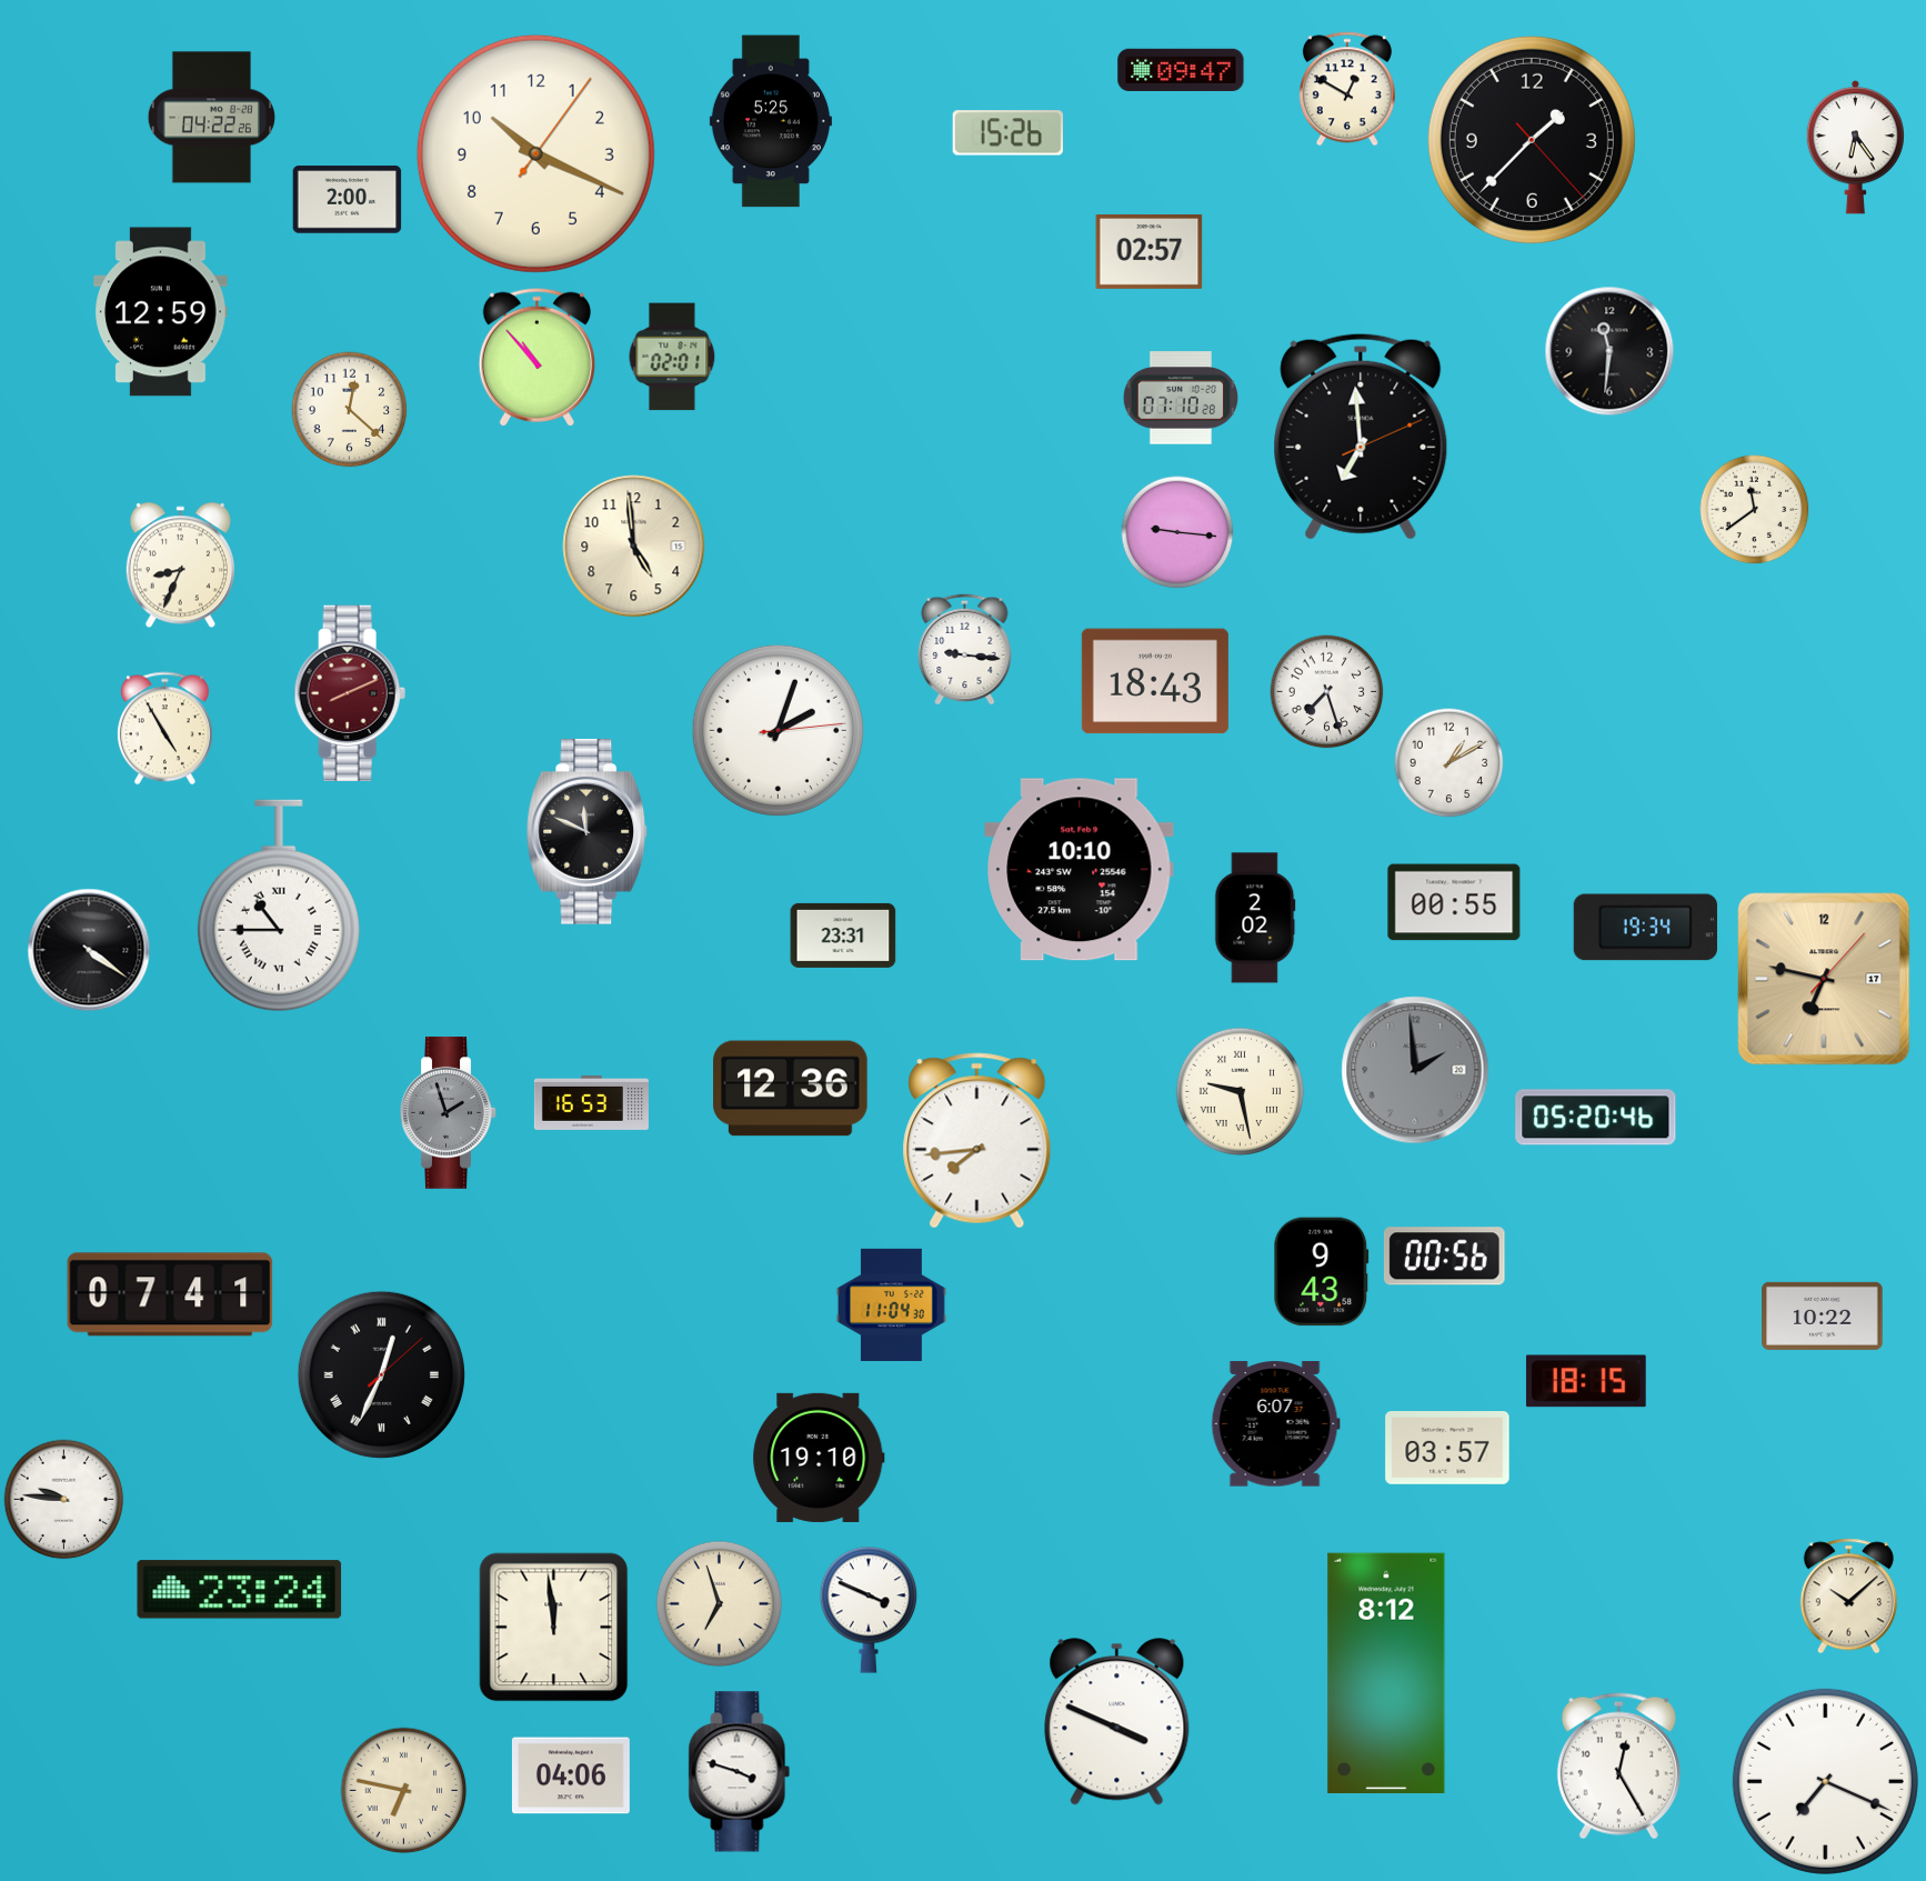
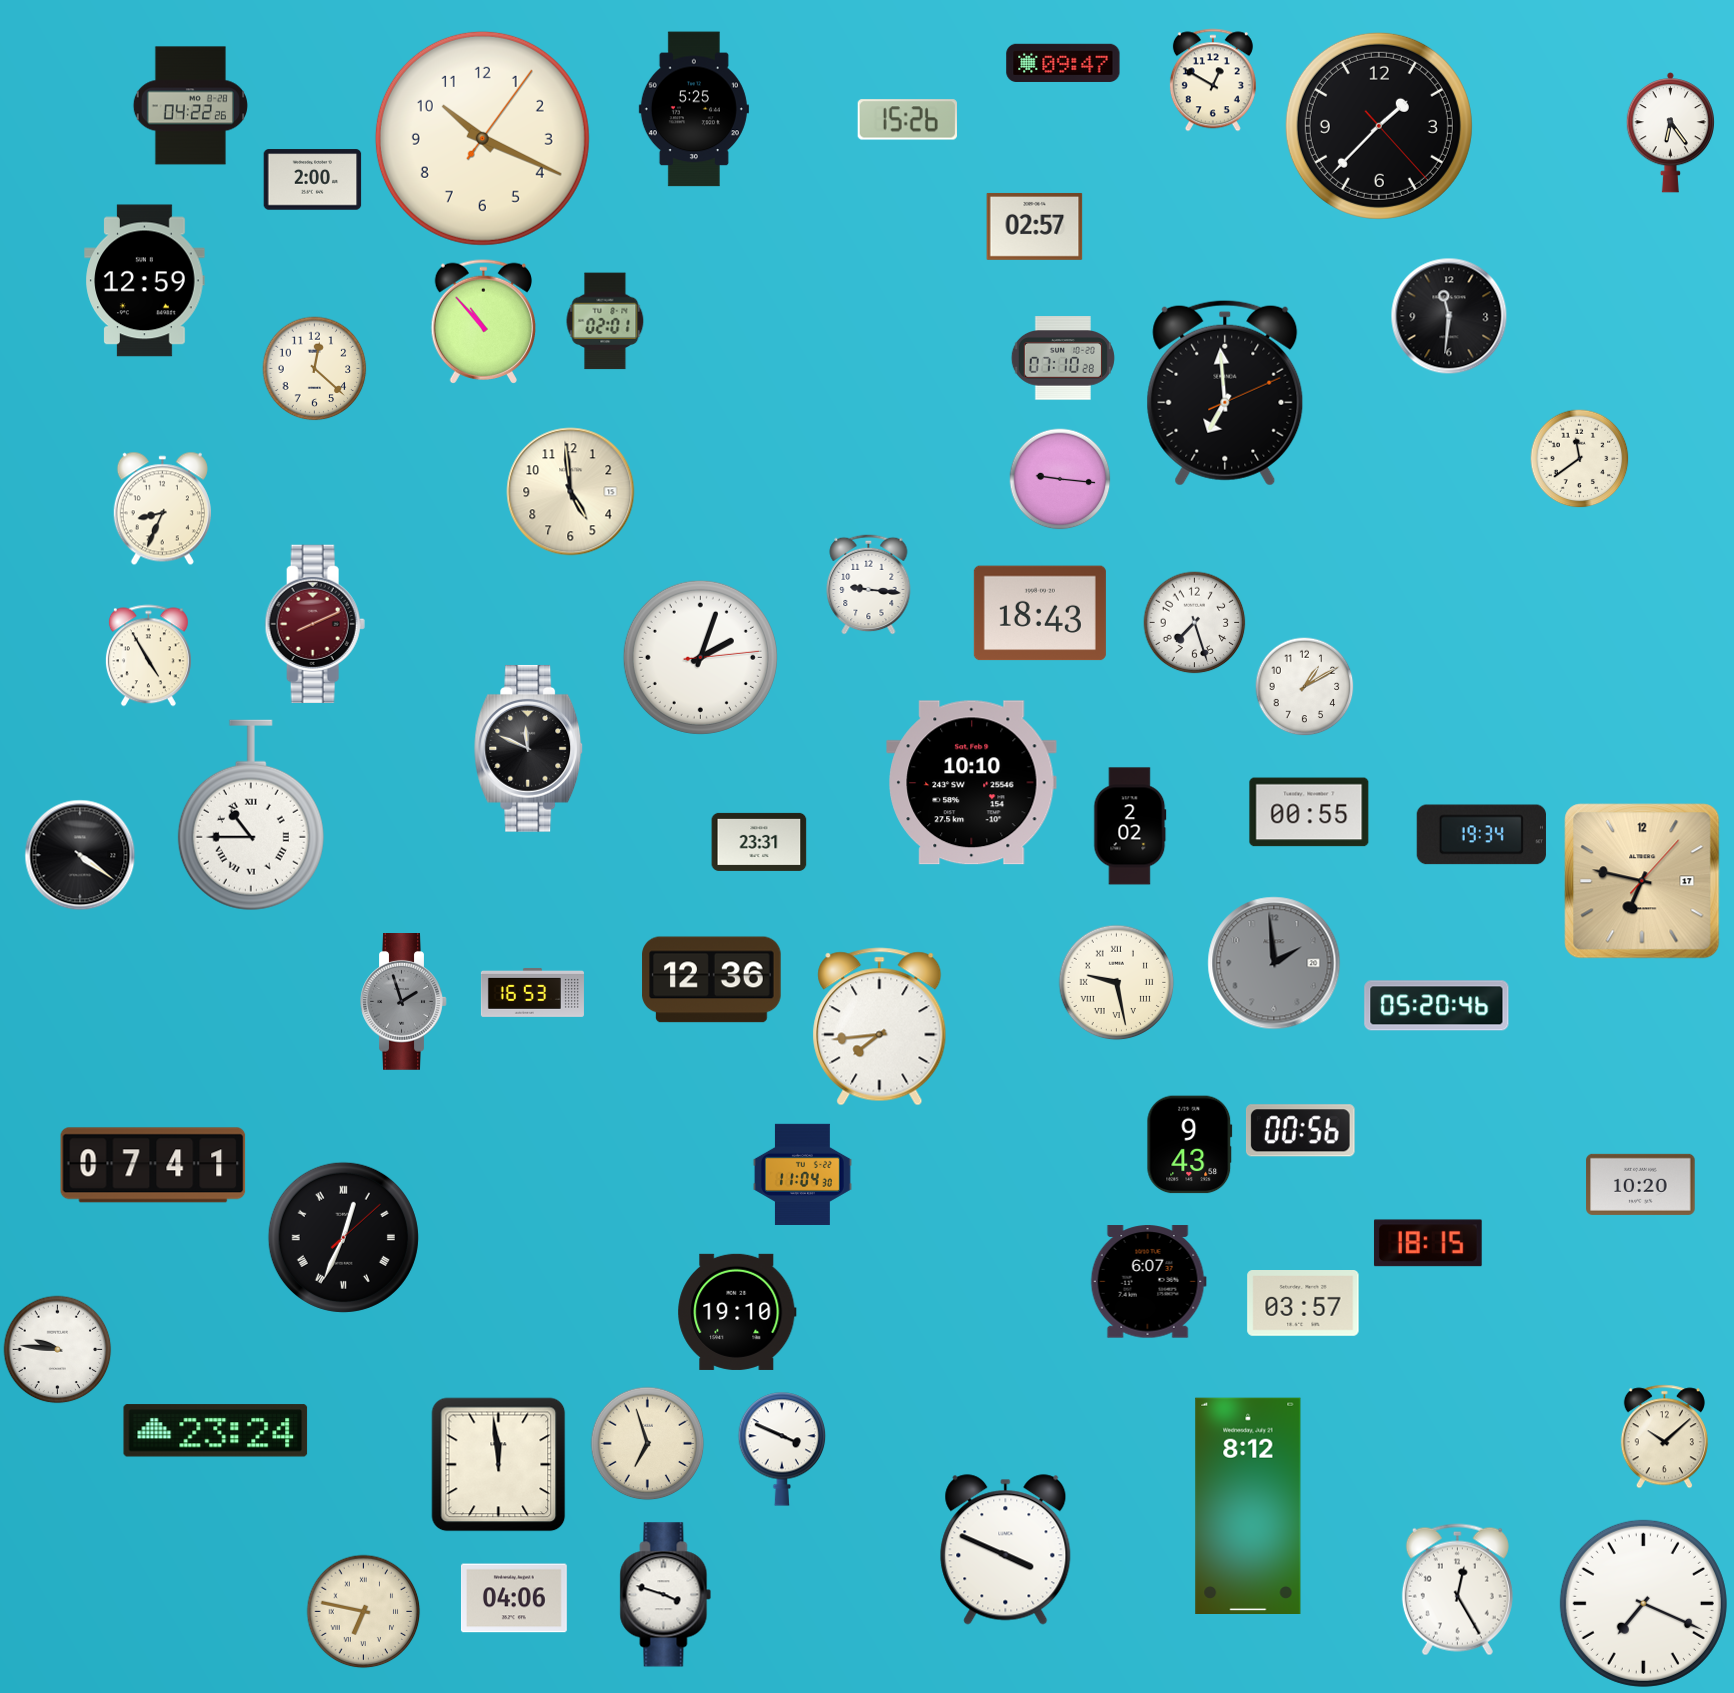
clock at (1823, 1315): 10:22 -> 10:20
